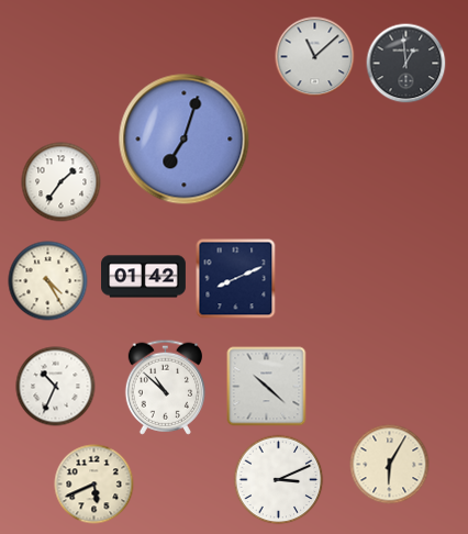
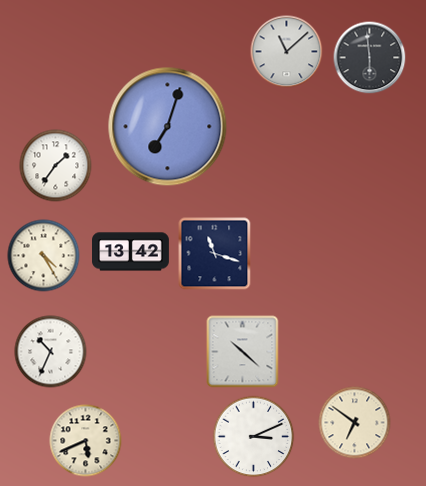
clock at (406, 64): 12:59 -> 5:59
clock at (144, 277): 01:42 -> 13:42
clock at (236, 279): 8:11 -> 11:18
clock at (165, 387): 10:52 -> none
clock at (390, 465): 6:05 -> 6:51
